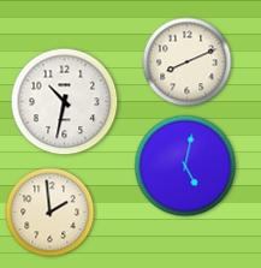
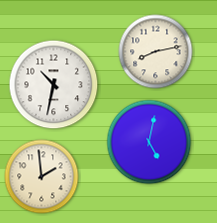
clock at (188, 62): 8:11 -> 8:13
clock at (185, 166) position: (185, 166) -> (149, 142)
